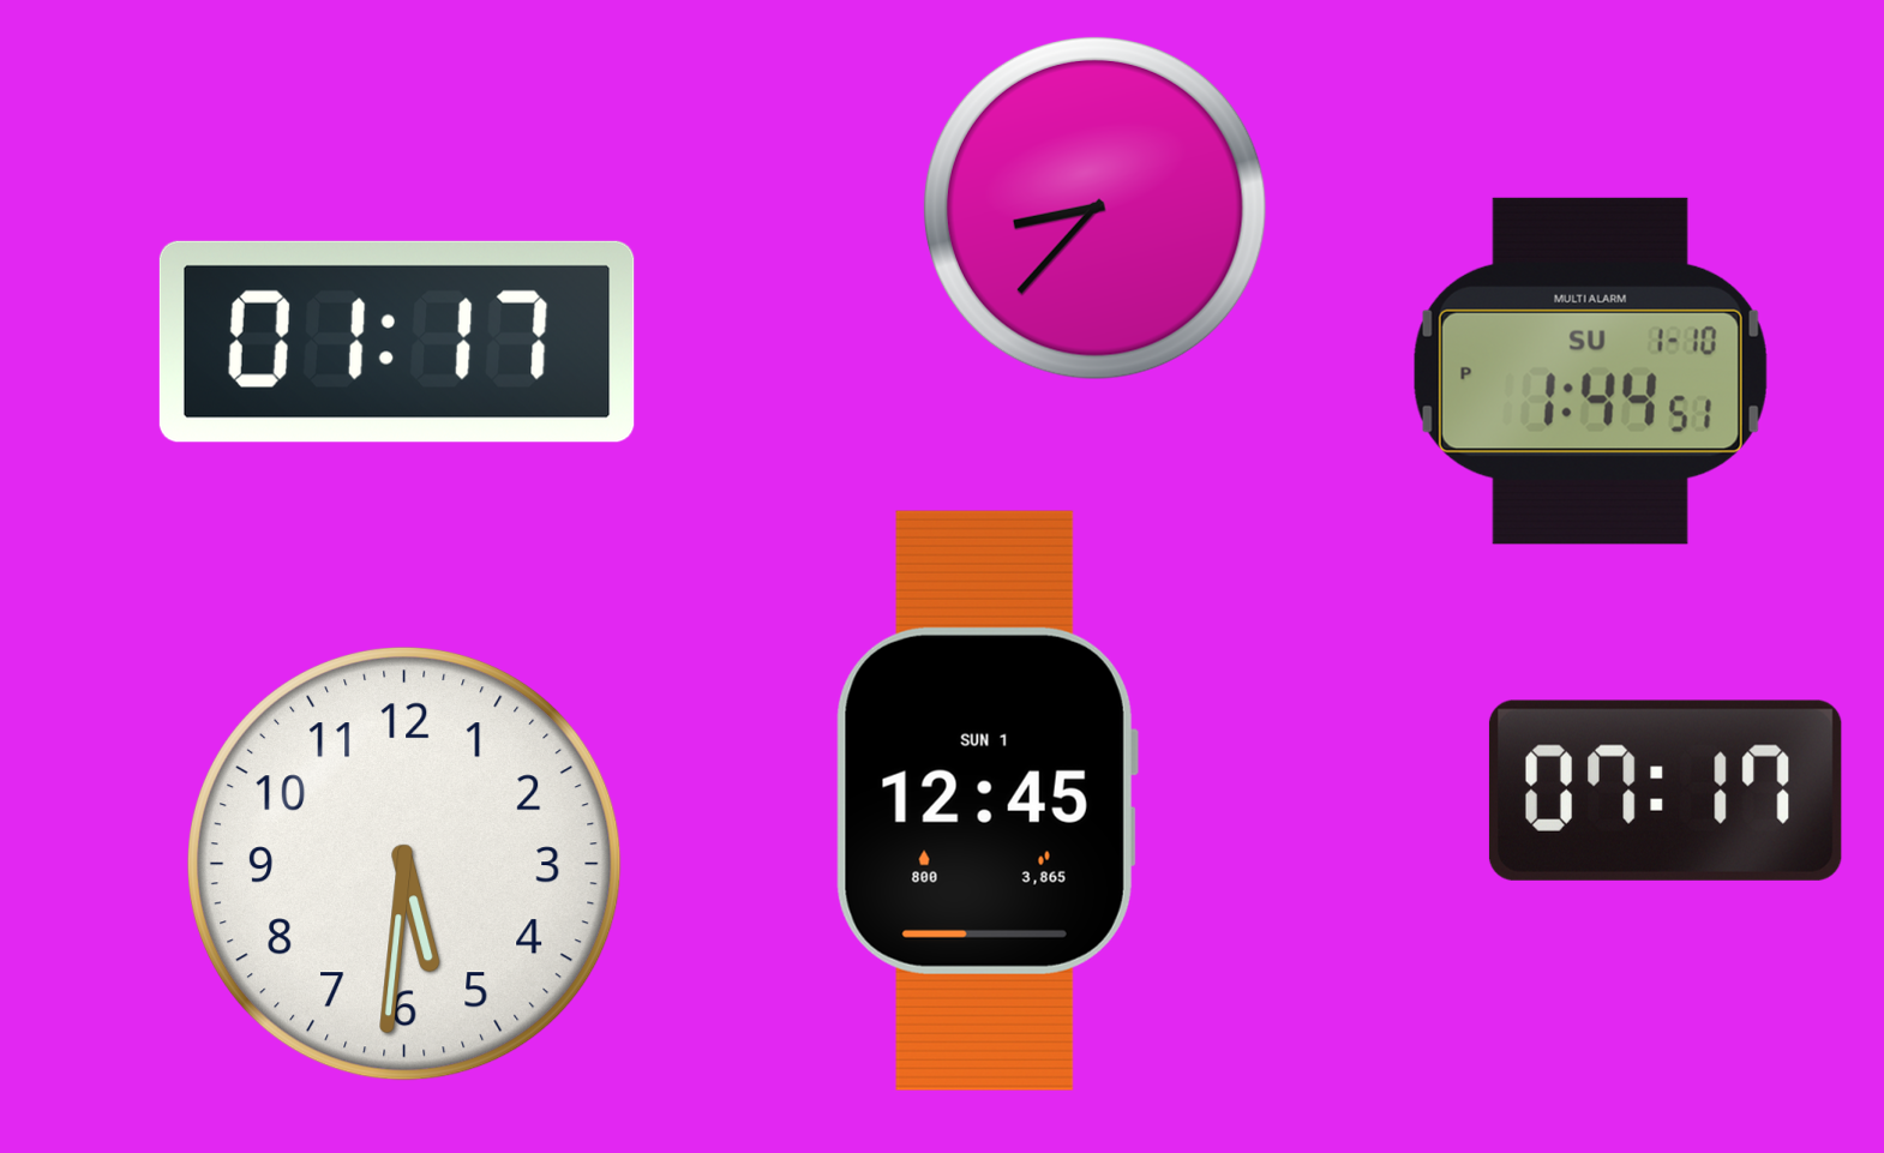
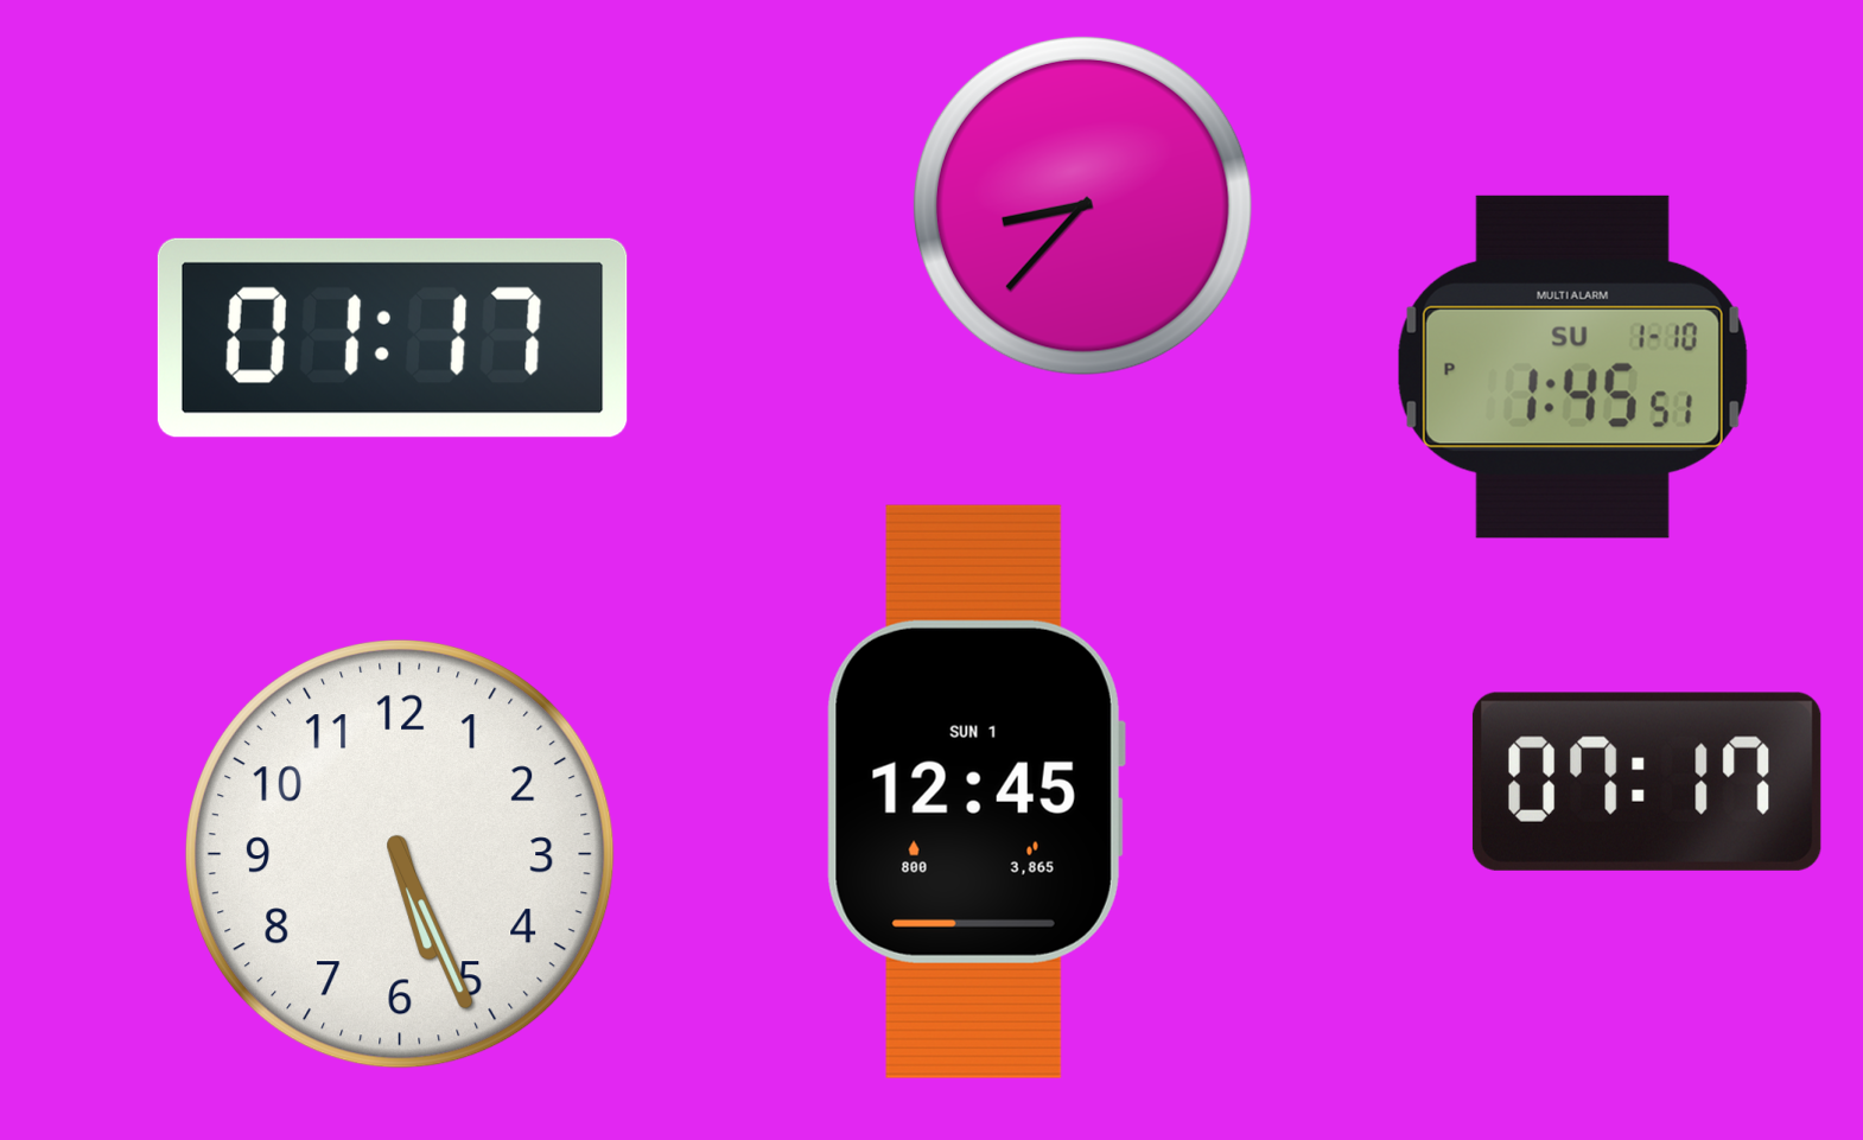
clock at (1590, 371): 1:44 -> 1:45
clock at (406, 865): 5:31 -> 5:26
